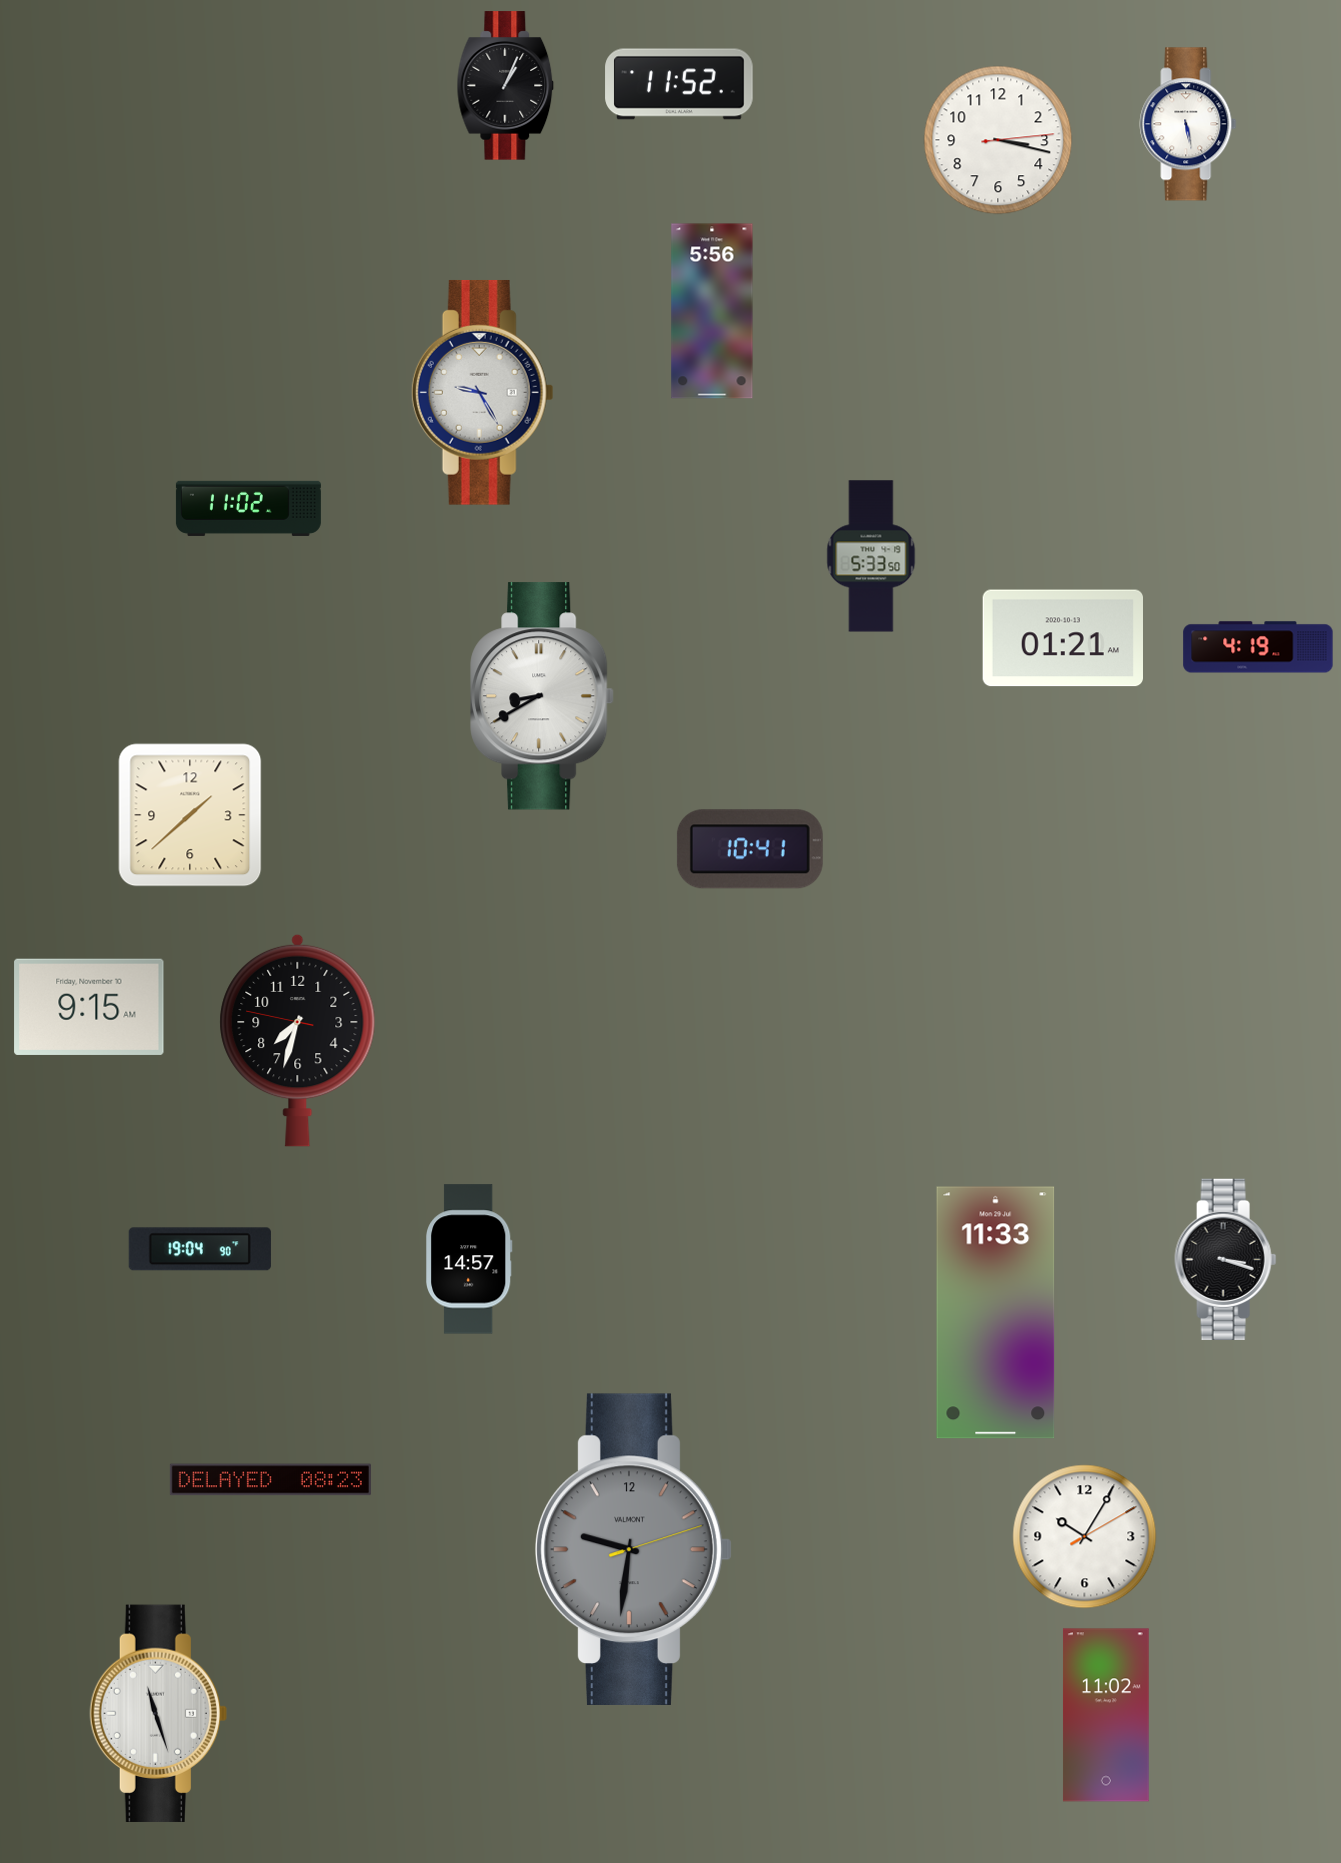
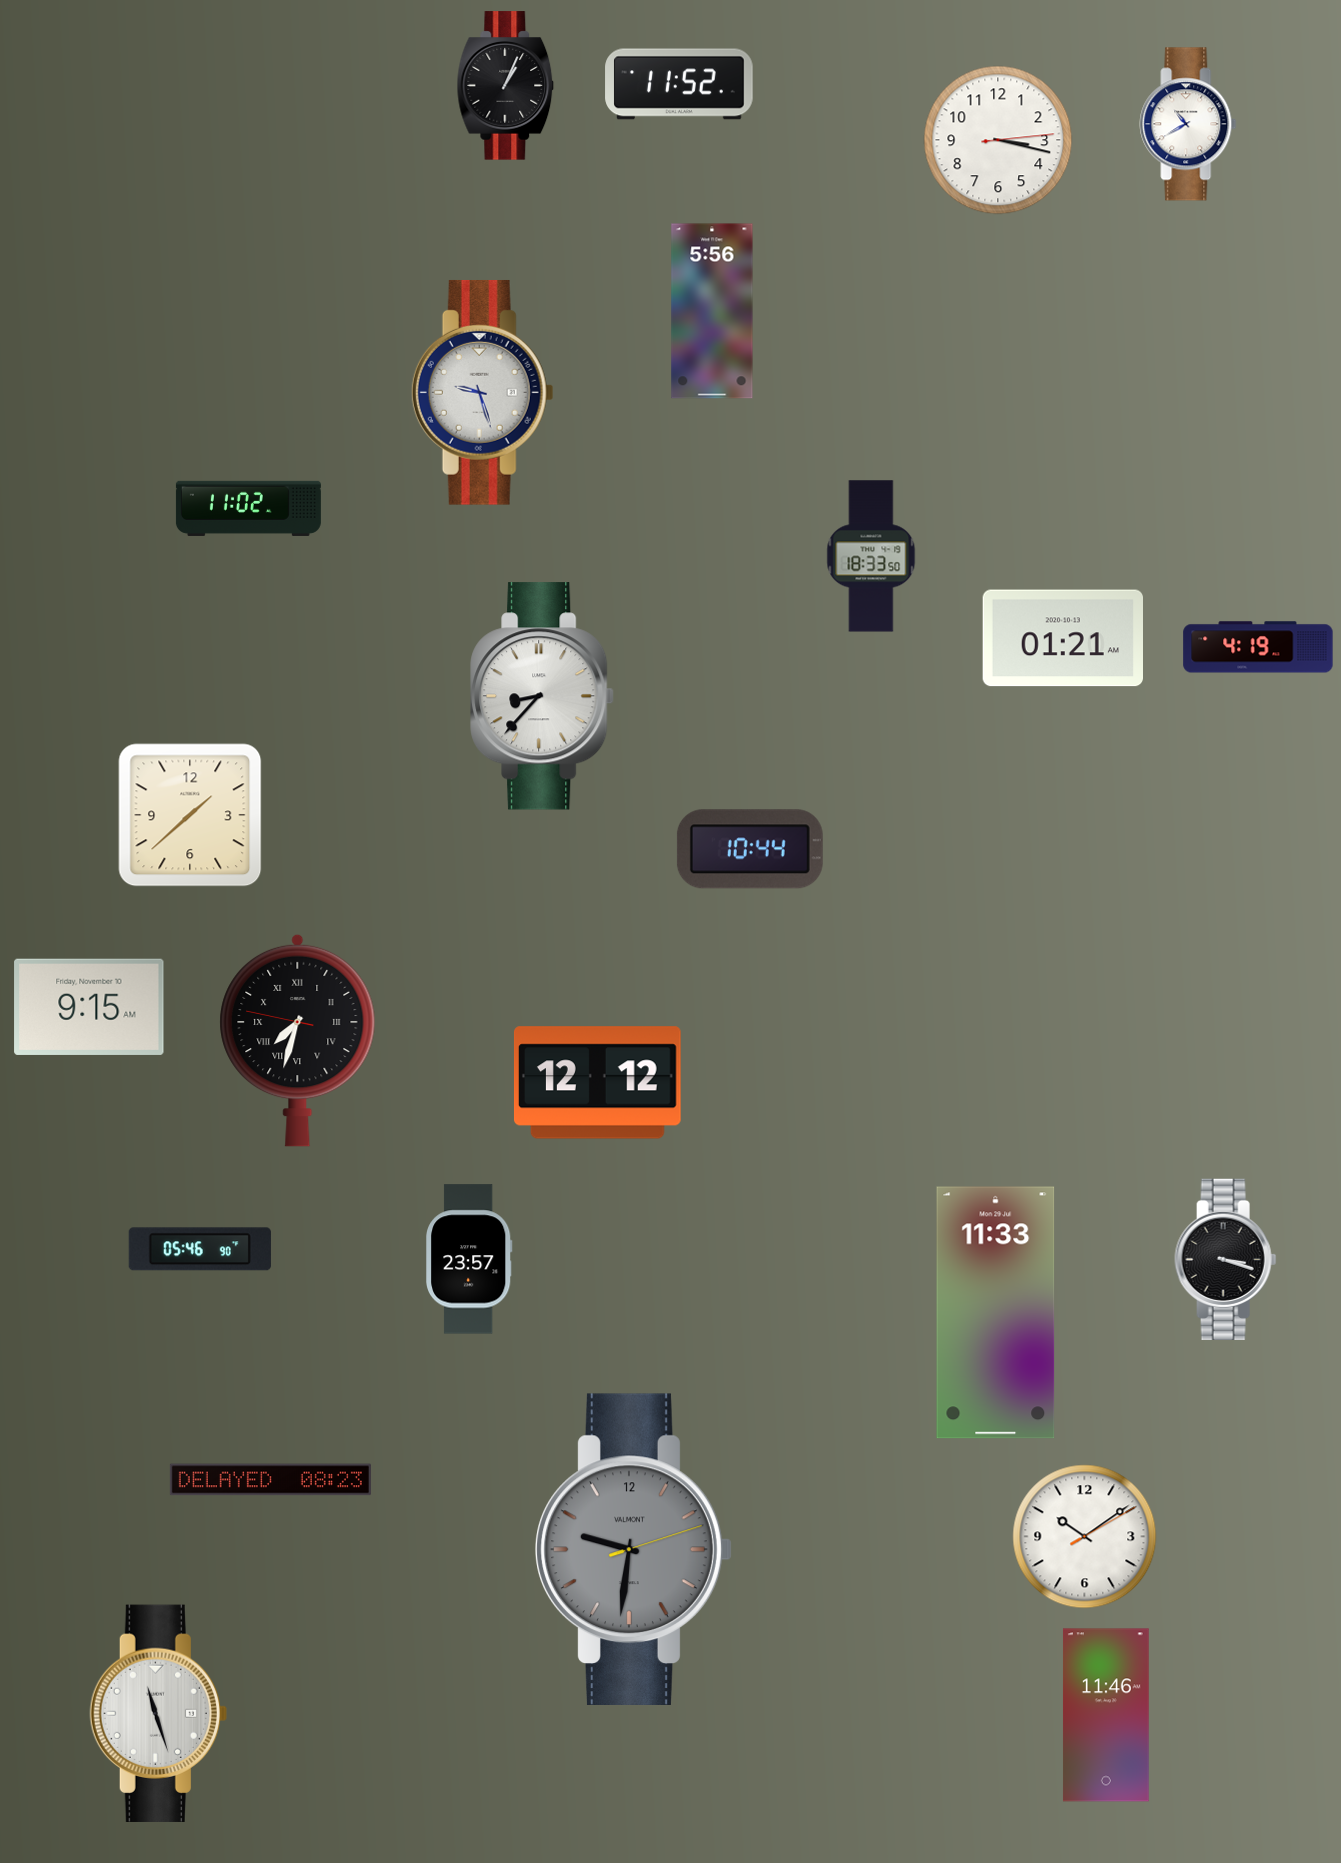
clock at (1188, 124): 5:28 -> 10:40
clock at (482, 392): 9:25 -> 9:27
clock at (871, 556): 5:33 -> 18:33
clock at (542, 696): 8:40 -> 8:37
clock at (750, 849): 10:41 -> 10:44
clock at (298, 1040) numerals: Arabic -> Roman
clock at (597, 1083): none -> 12:12
clock at (200, 1249): 19:04 -> 05:46
clock at (470, 1259): 14:57 -> 23:57
clock at (1085, 1537): 10:05 -> 10:09
clock at (1106, 1715): 11:02 -> 11:46
